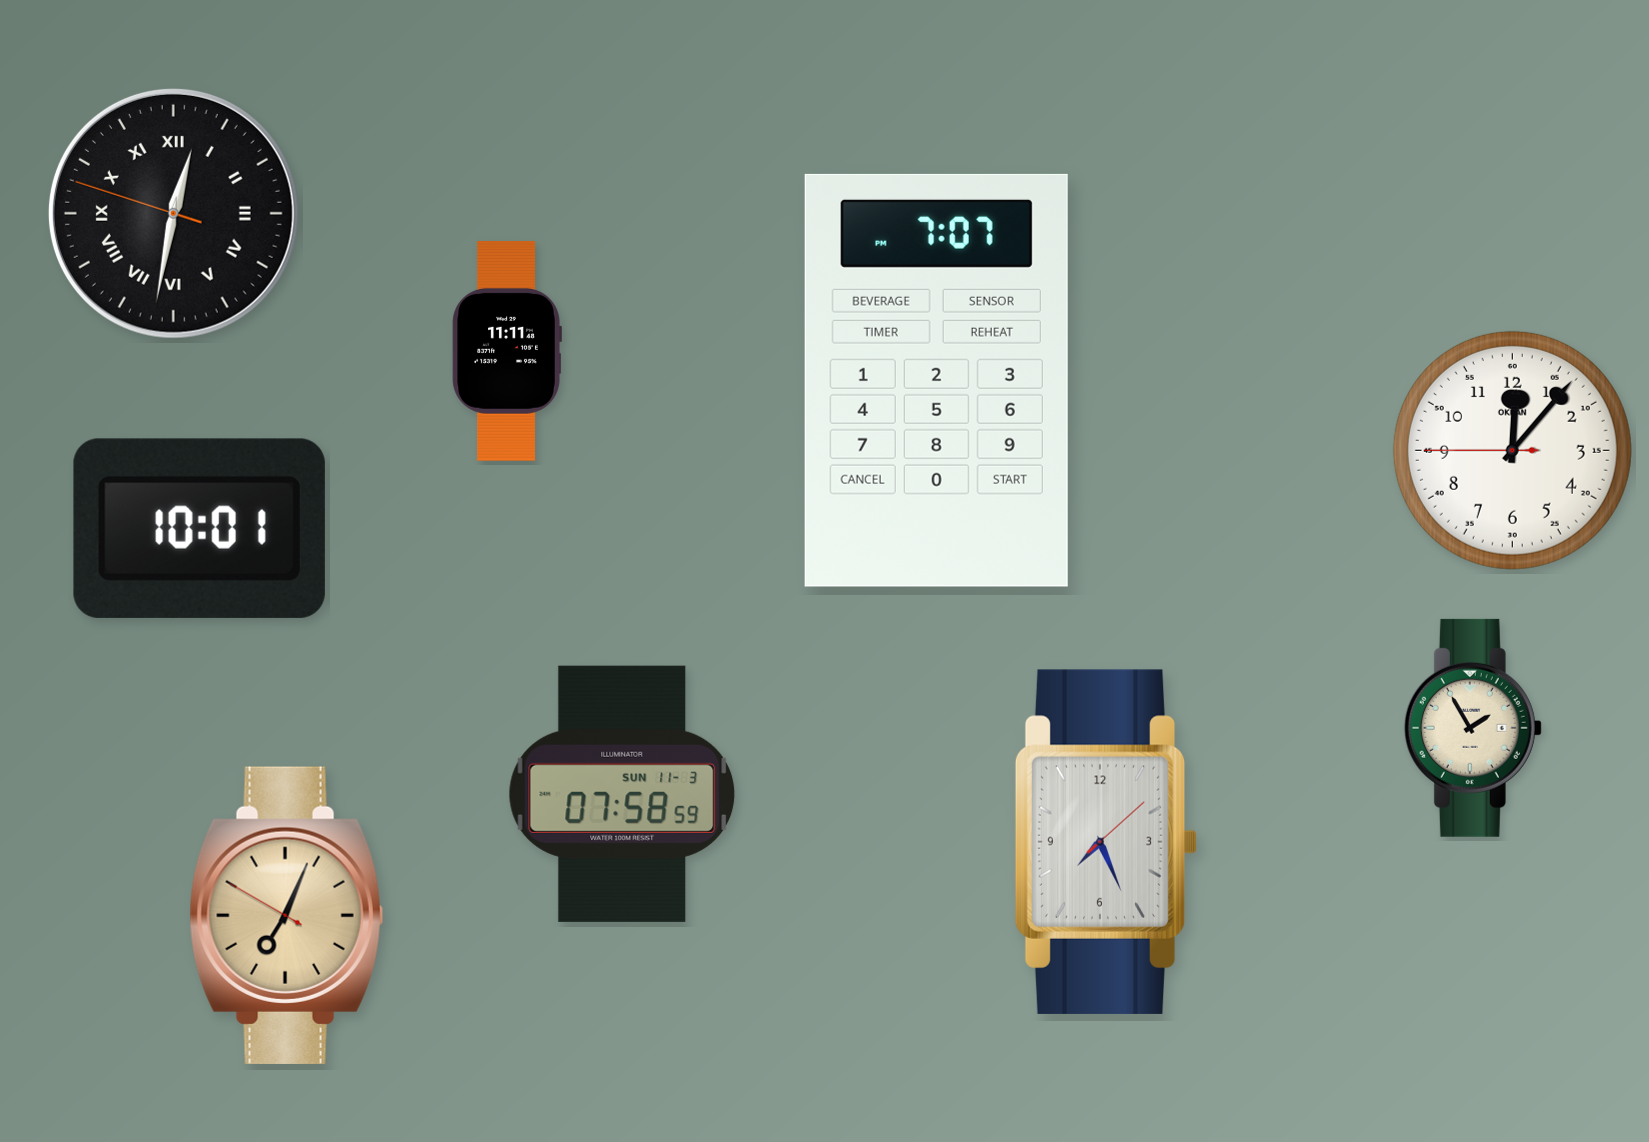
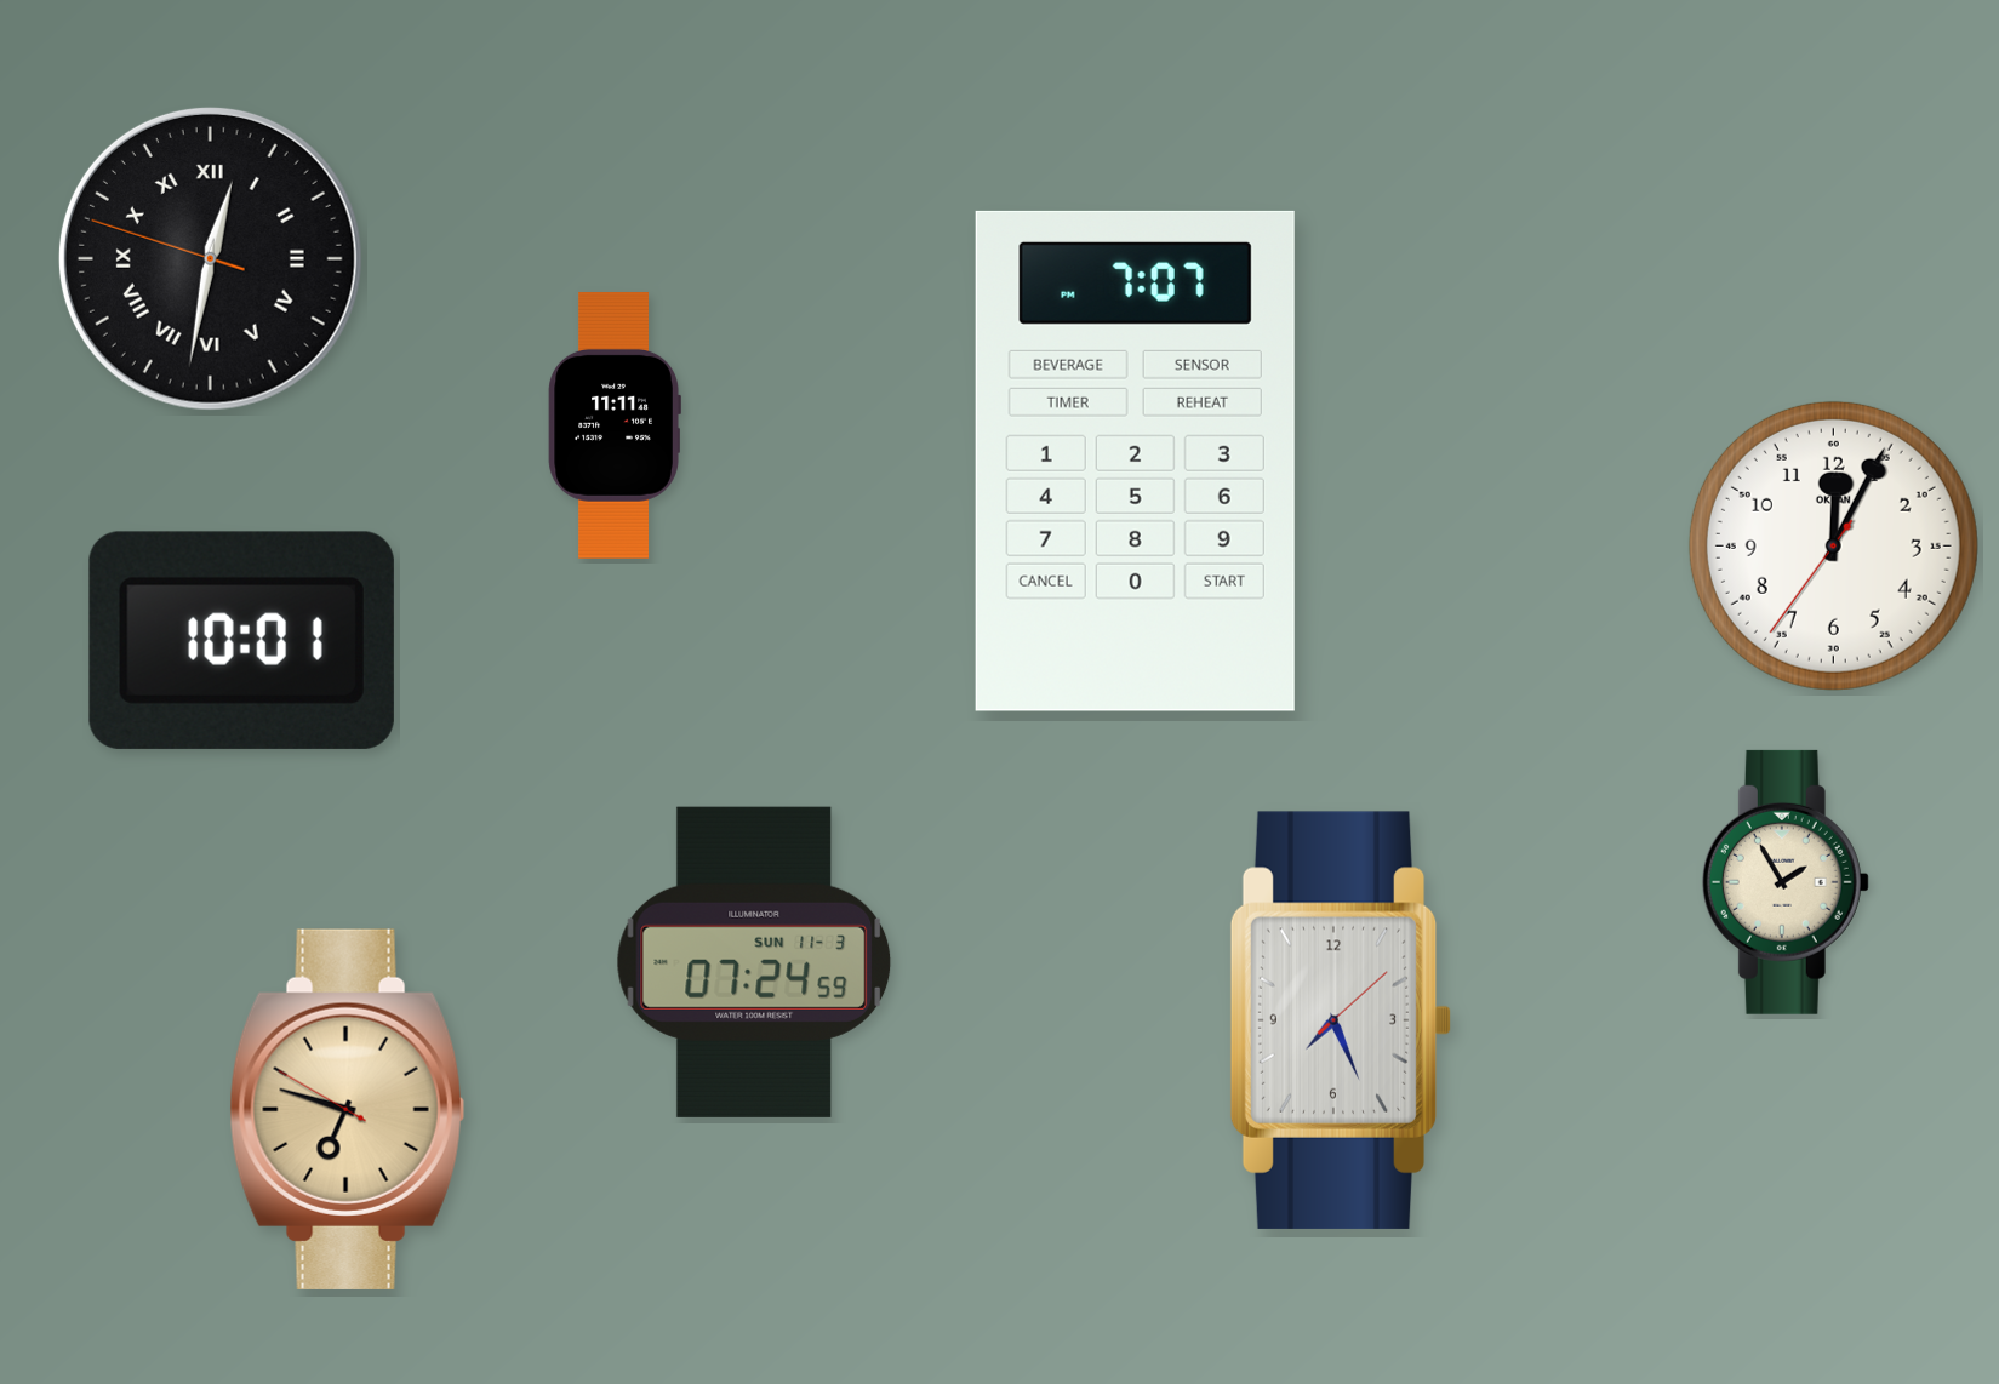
clock at (1512, 450): 12:06 -> 12:04
clock at (622, 794): 07:58 -> 07:24
clock at (286, 915): 7:03 -> 6:47
